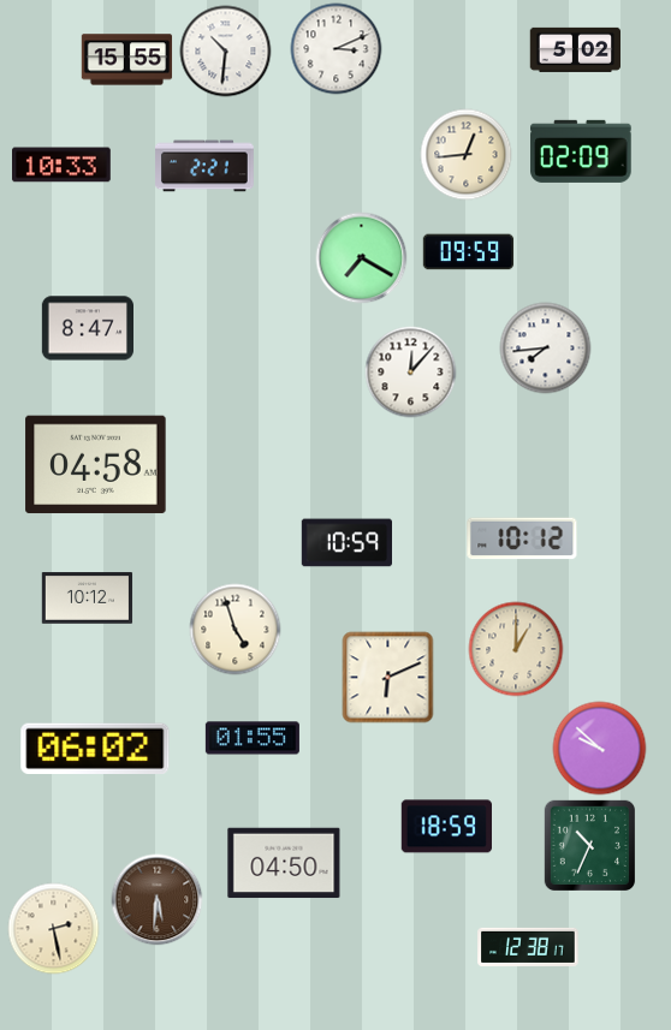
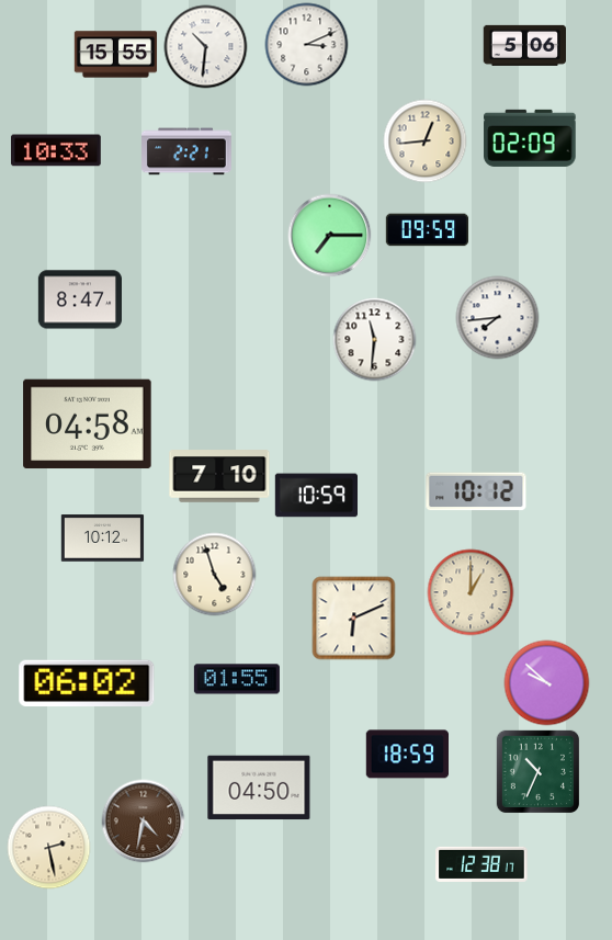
clock at (575, 49): 5:02 -> 5:06
clock at (362, 258): 7:20 -> 7:15
clock at (411, 373): 12:07 -> 11:31
clock at (219, 476): none -> 7:10
clock at (88, 599) position: (88, 599) -> (103, 539)
clock at (253, 738) position: (253, 738) -> (237, 679)
clock at (158, 900): 5:31 -> 4:32
